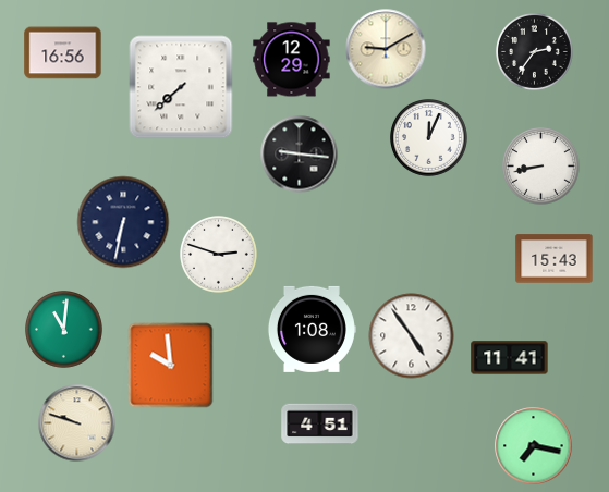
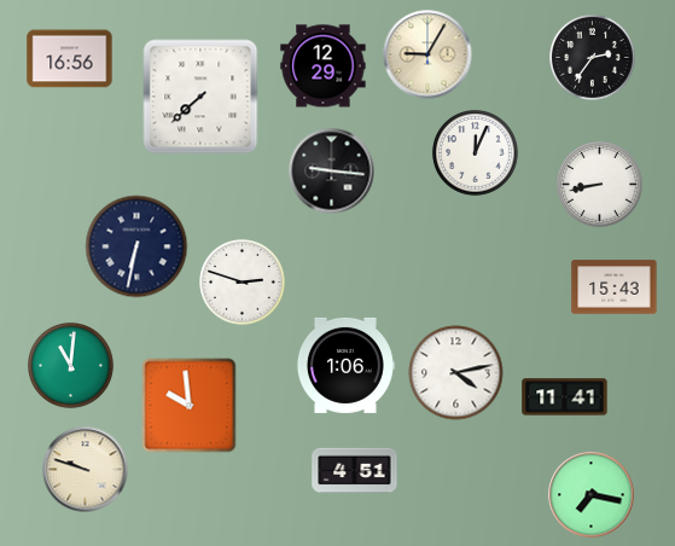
clock at (386, 49): 9:10 -> 9:05
clock at (312, 329): 1:08 -> 1:06
clock at (412, 336): 4:54 -> 4:13
